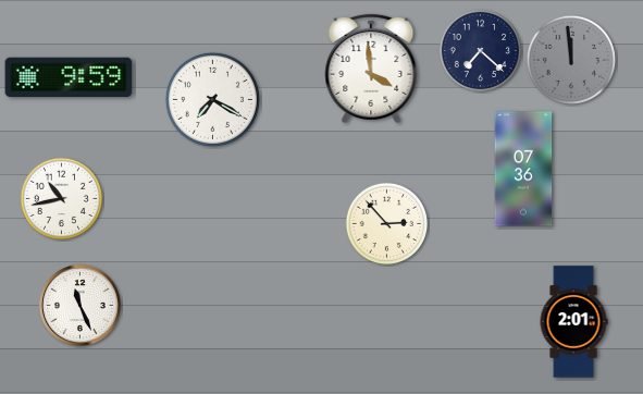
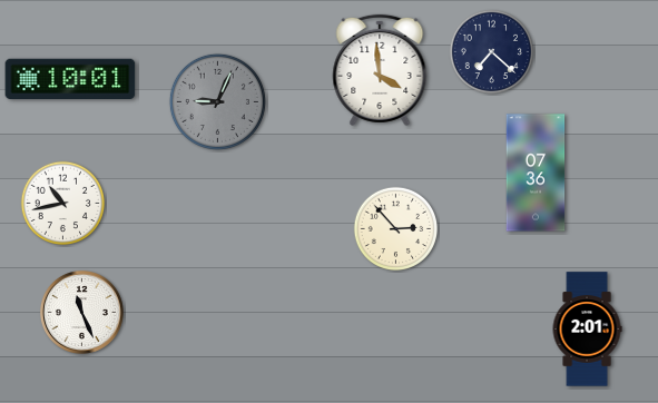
clock at (571, 60): 11:59 -> none
clock at (69, 76): 9:59 -> 10:01
clock at (212, 99): 7:20 -> 9:04
clock at (212, 99) dial: white -> grey
